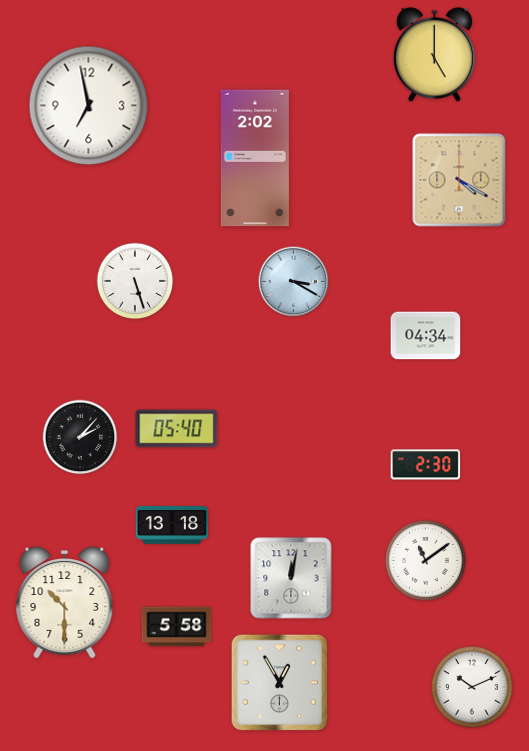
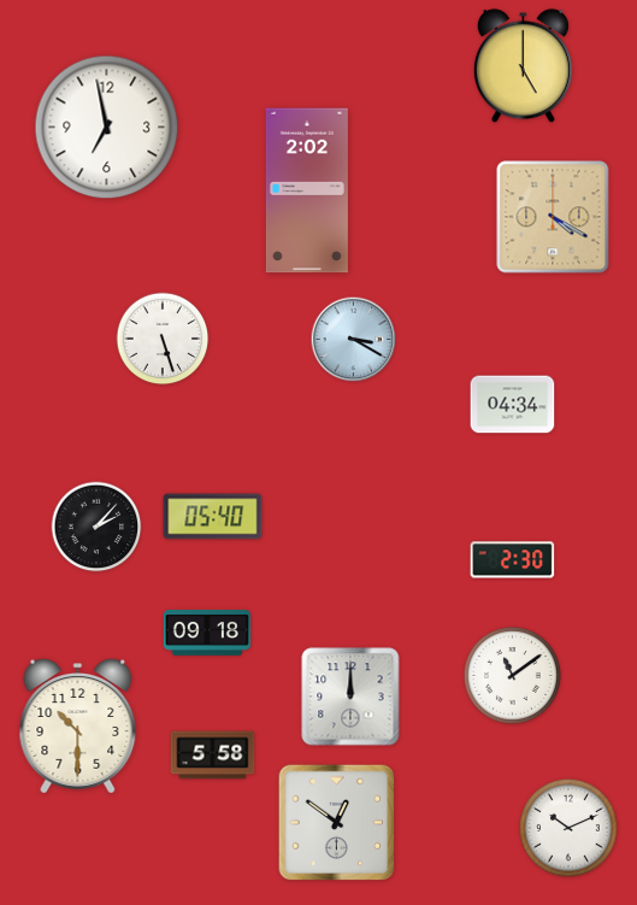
clock at (172, 525): 13:18 -> 09:18
clock at (291, 578): 12:02 -> 12:00
clock at (280, 683): 12:55 -> 12:51
